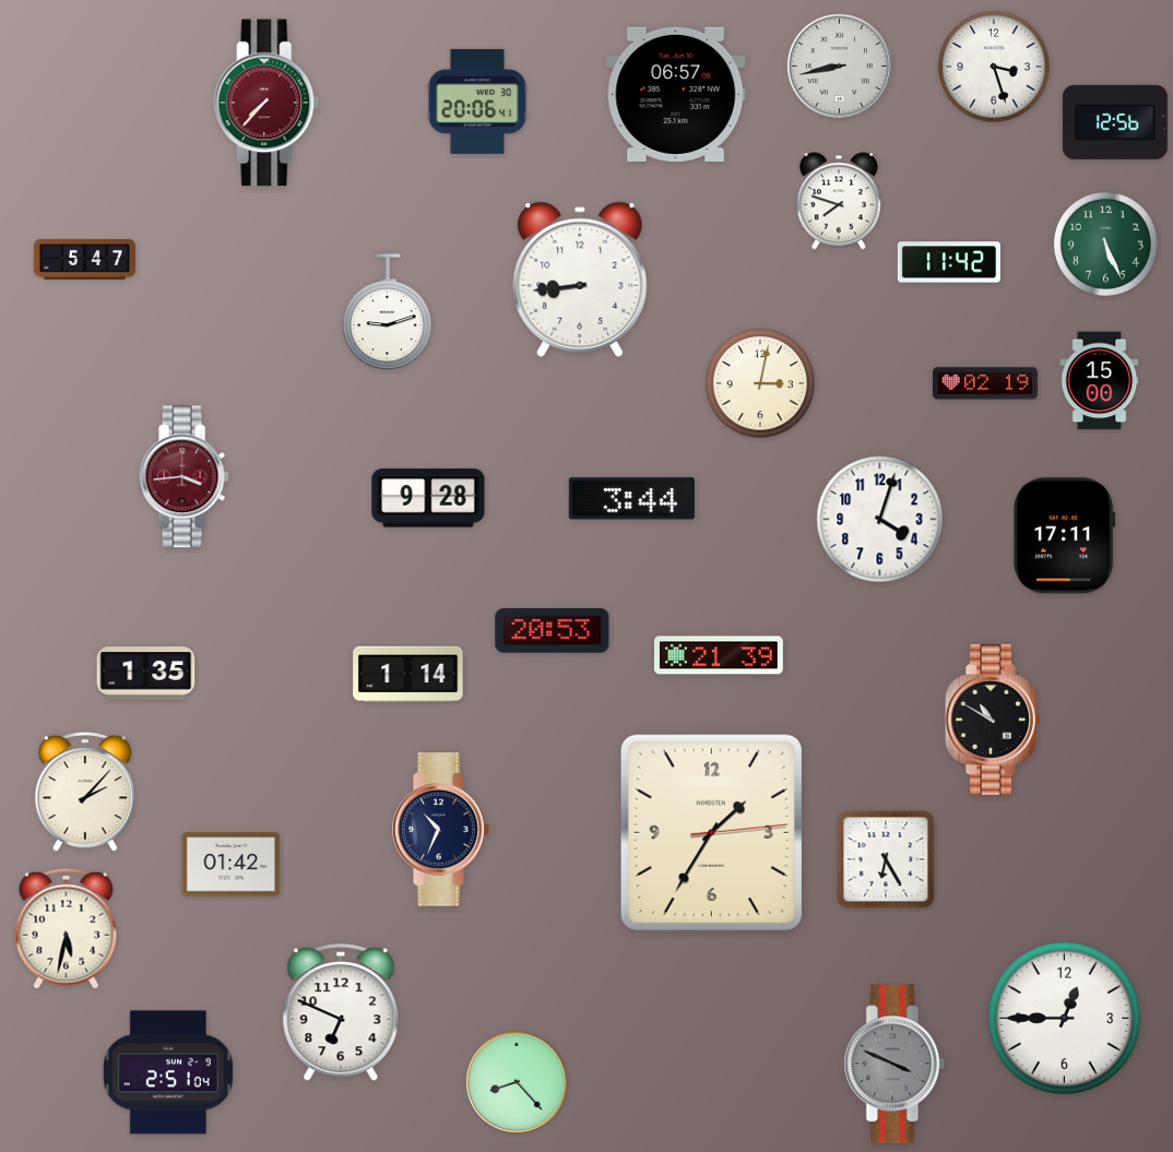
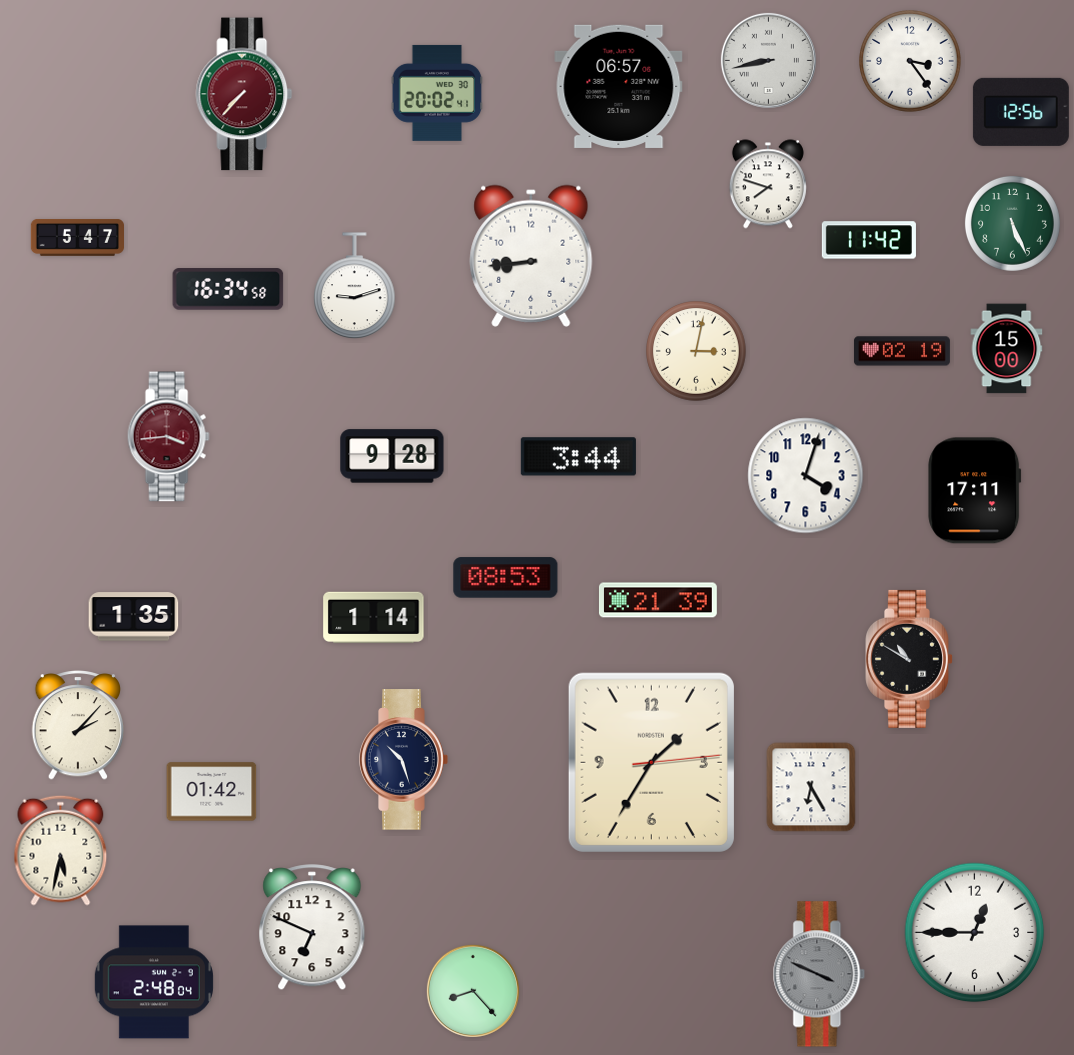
clock at (994, 67): 3:27 -> 3:24
clock at (477, 102): 20:06 -> 20:02
clock at (228, 289): none -> 16:34
clock at (553, 631): 20:53 -> 08:53
clock at (441, 830): 10:34 -> 10:27
clock at (168, 1072): 2:51 -> 2:48
